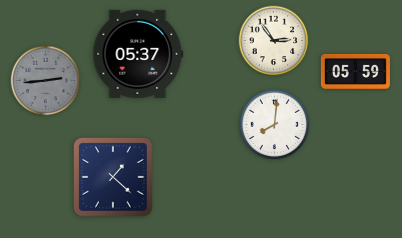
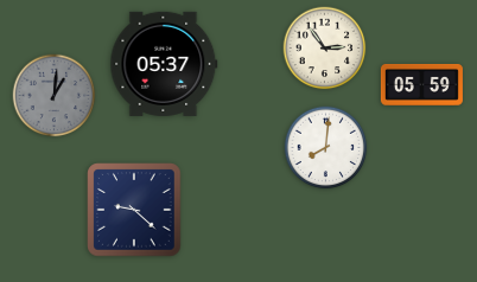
clock at (46, 81): 2:44 -> 1:01
clock at (113, 177): 1:22 -> 9:22
